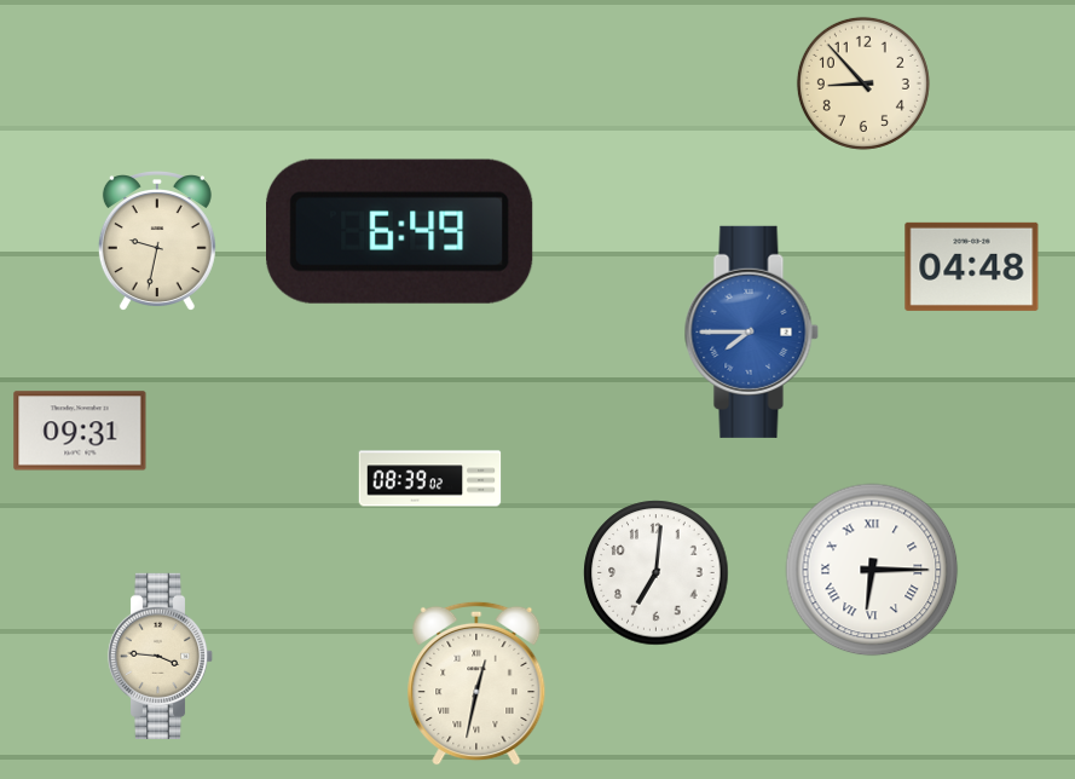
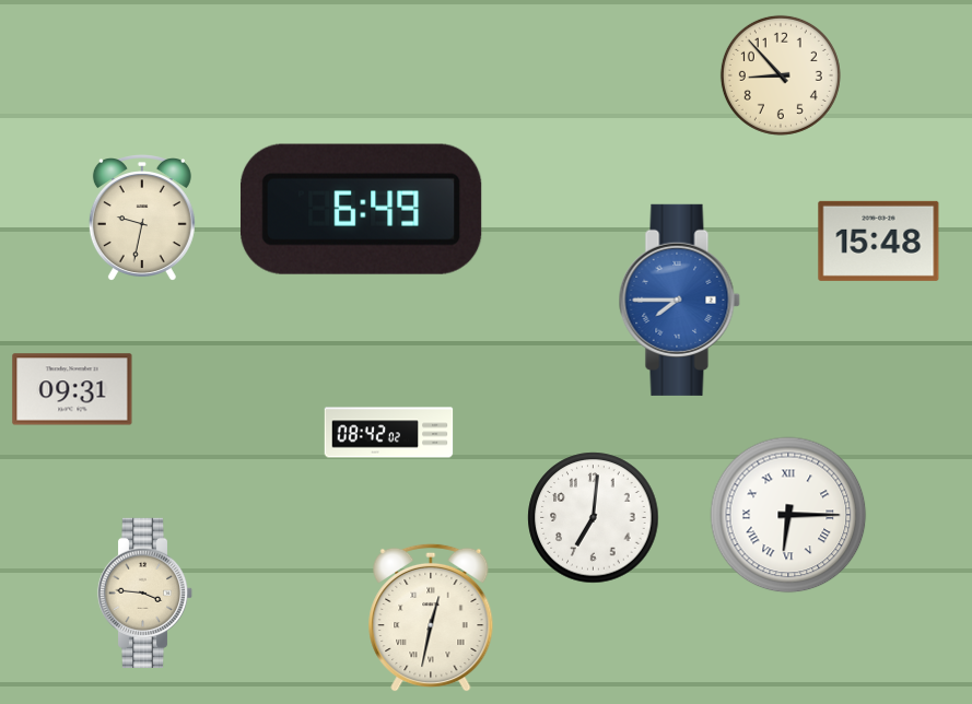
clock at (972, 266): 04:48 -> 15:48
clock at (430, 479): 08:39 -> 08:42
